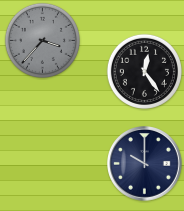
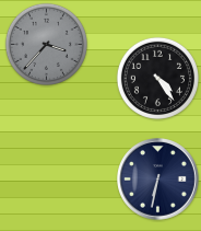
clock at (144, 71): 12:24 -> 4:24
clock at (145, 164): 10:00 -> 6:32
